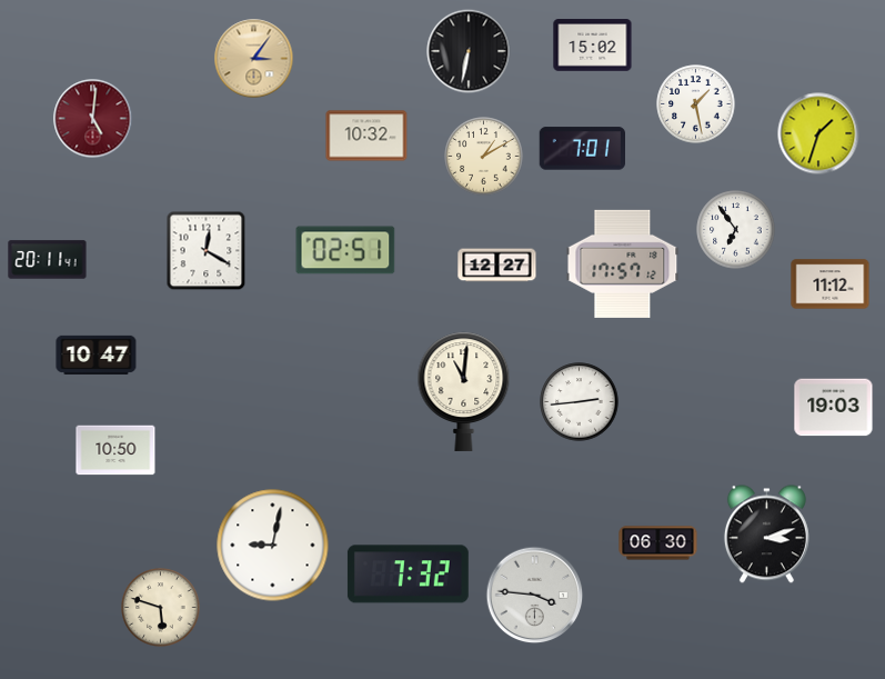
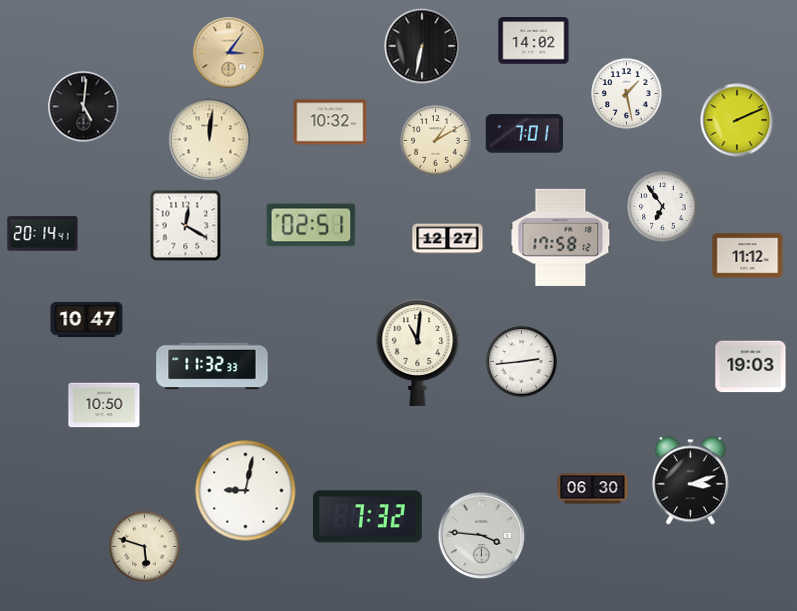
clock at (593, 46): 15:02 -> 14:02
clock at (93, 119) dial: burgundy -> black
clock at (818, 133): 1:33 -> 2:11
clock at (210, 140): none -> 12:01
clock at (48, 260): 20:11 -> 20:14
clock at (623, 263): 17:57 -> 17:58
clock at (212, 366): none -> 11:32
